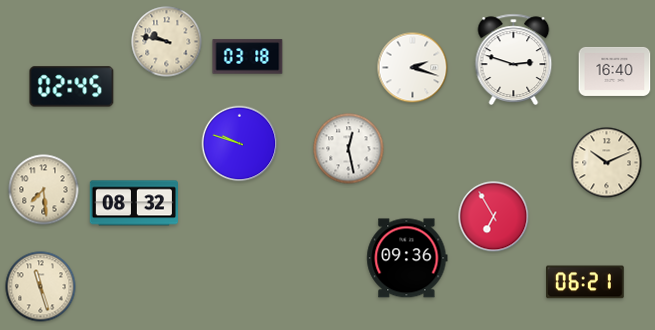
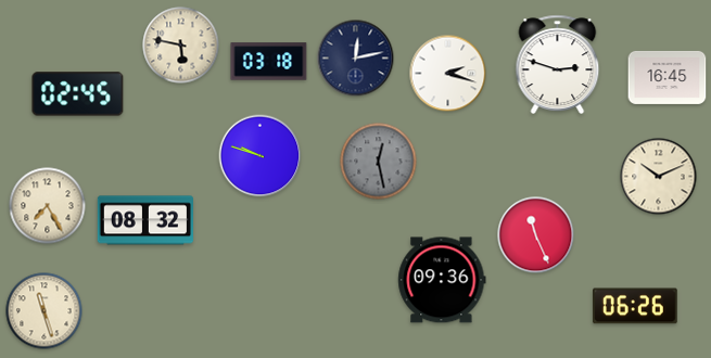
clock at (167, 42): 9:47 -> 5:47
clock at (356, 59): none -> 12:13
clock at (615, 71): 16:40 -> 16:45
clock at (349, 149) dial: white -> grey
clock at (44, 190): 7:29 -> 7:25
clock at (494, 217): 6:55 -> 11:26
clock at (585, 282): 06:21 -> 06:26
